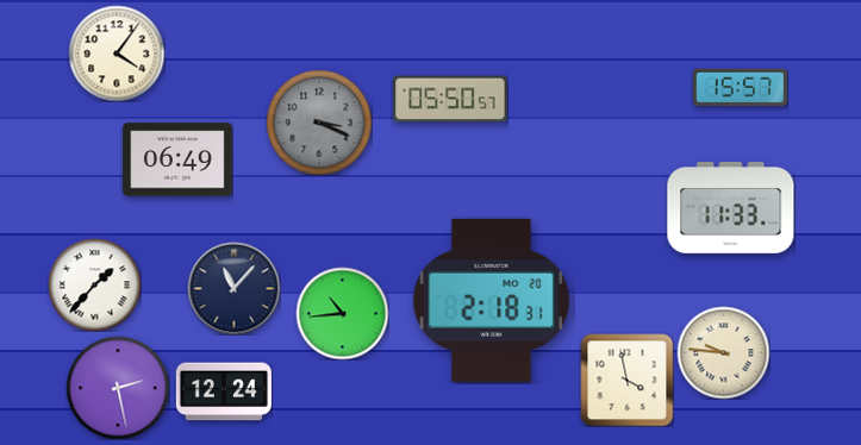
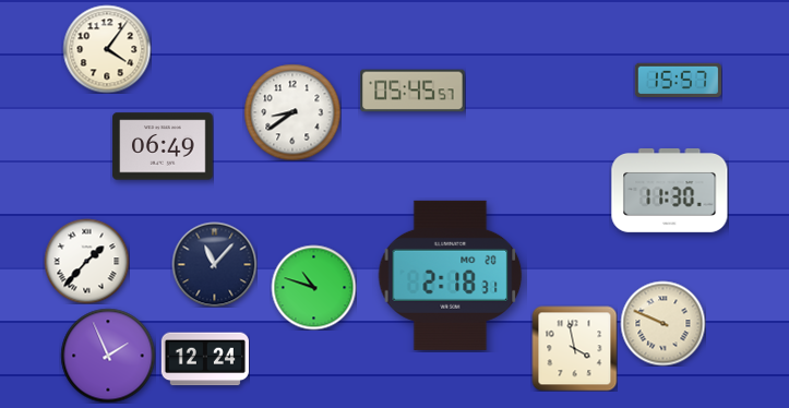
clock at (450, 99): 05:50 -> 05:45
clock at (319, 123): 3:19 -> 8:39
clock at (319, 123) dial: grey -> white
clock at (731, 208): 11:33 -> 11:30
clock at (342, 313): 10:44 -> 10:48
clock at (723, 352): 9:46 -> 9:49
clock at (118, 388): 2:28 -> 1:56
